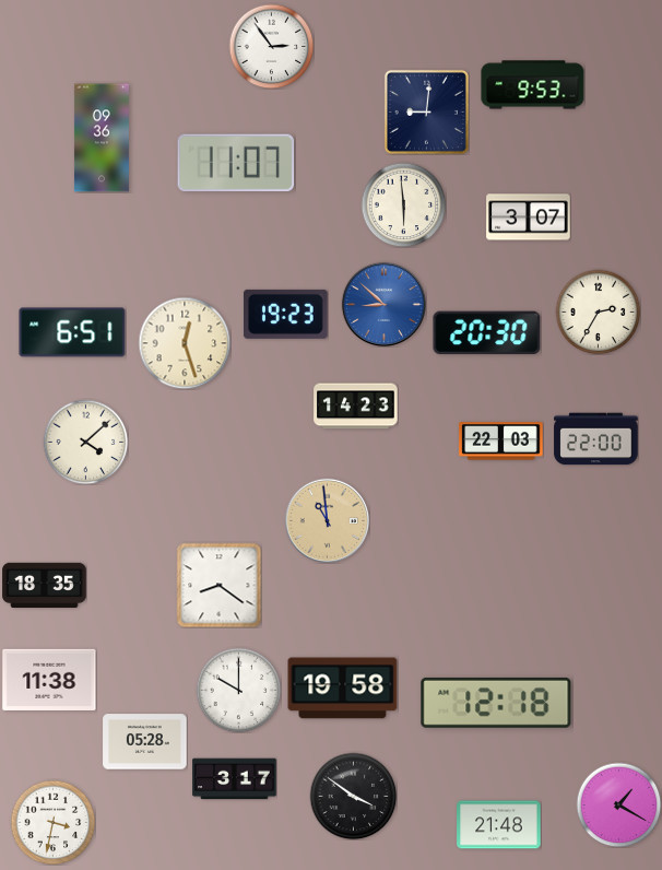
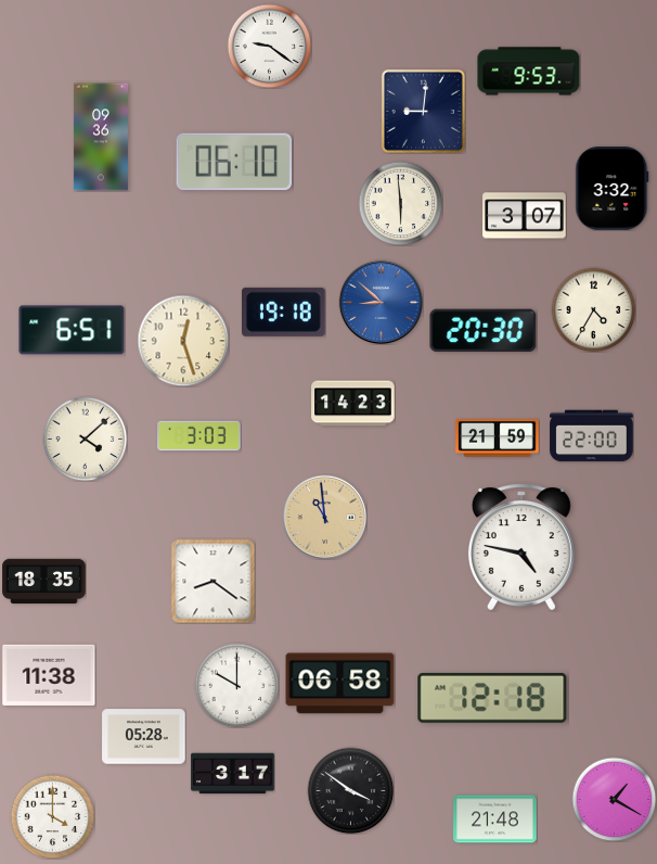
clock at (271, 46): 2:54 -> 9:21
clock at (533, 85) position: (533, 85) -> (529, 72)
clock at (236, 163): 11:07 -> 06:10
clock at (613, 189): none -> 3:32
clock at (598, 311): 2:35 -> 4:35
clock at (286, 314): 19:23 -> 19:18
clock at (199, 436): none -> 3:03
clock at (501, 442): 22:03 -> 21:59
clock at (521, 547): none -> 4:47
clock at (218, 585) position: (218, 585) -> (212, 581)
clock at (343, 689): 19:58 -> 06:58
clock at (52, 822): 3:32 -> 4:00
